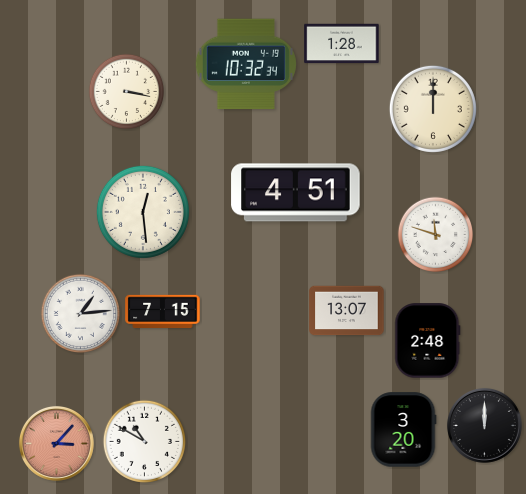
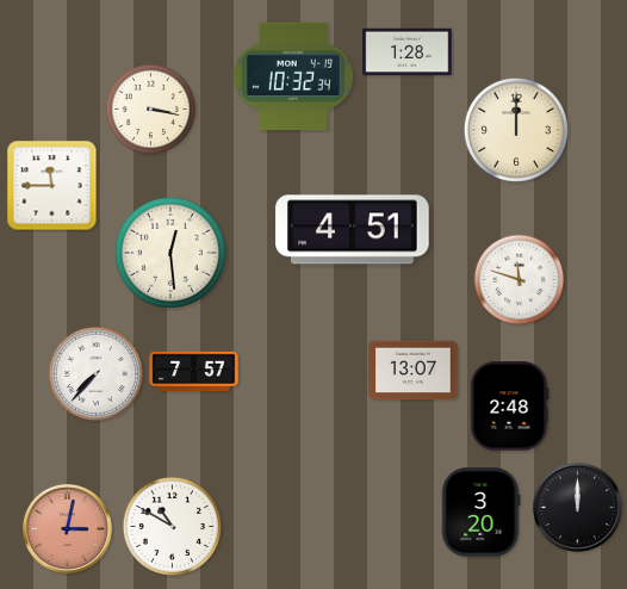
clock at (52, 186): none -> 11:45
clock at (163, 312): 7:15 -> 7:57
clock at (80, 313): 1:14 -> 7:37
clock at (56, 443): 3:07 -> 3:02
